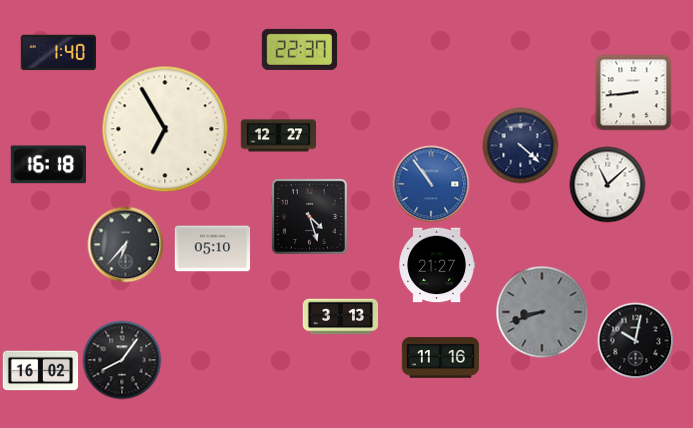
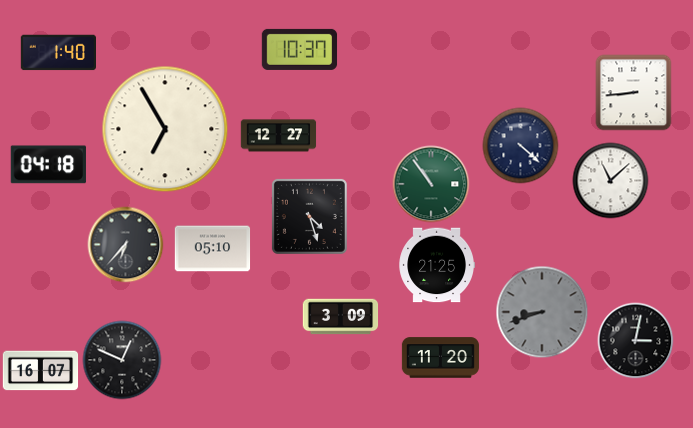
clock at (300, 49): 22:37 -> 10:37
clock at (48, 165): 16:18 -> 04:18
clock at (431, 184) dial: blue -> green
clock at (608, 185) position: (608, 185) -> (611, 181)
clock at (436, 265): 21:27 -> 21:25
clock at (341, 317): 3:13 -> 3:09
clock at (636, 341): 10:02 -> 3:02
clock at (440, 358): 11:16 -> 11:20
clock at (122, 360): 8:06 -> 12:49
clock at (41, 371): 16:02 -> 16:07
